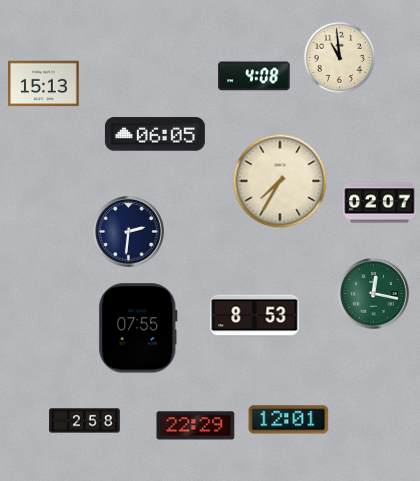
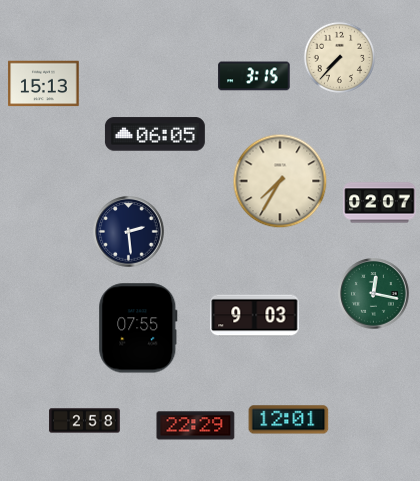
clock at (339, 57): 10:59 -> 7:37
clock at (254, 76): 4:08 -> 3:15
clock at (129, 232): 2:31 -> 2:29
clock at (255, 316): 8:53 -> 9:03
